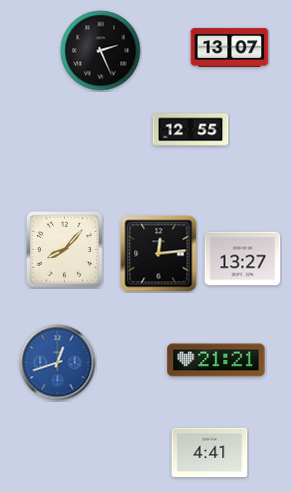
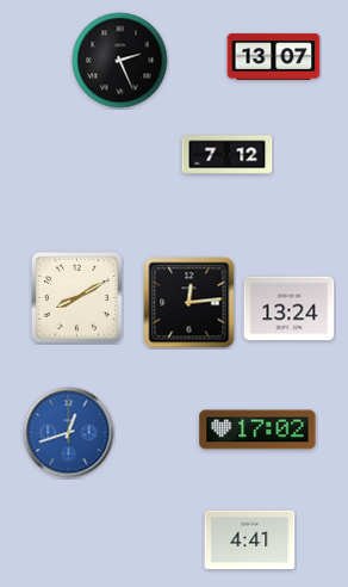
clock at (191, 130): 12:55 -> 7:12
clock at (64, 249): 8:07 -> 8:10
clock at (243, 259): 13:27 -> 13:24
clock at (216, 360): 21:21 -> 17:02
